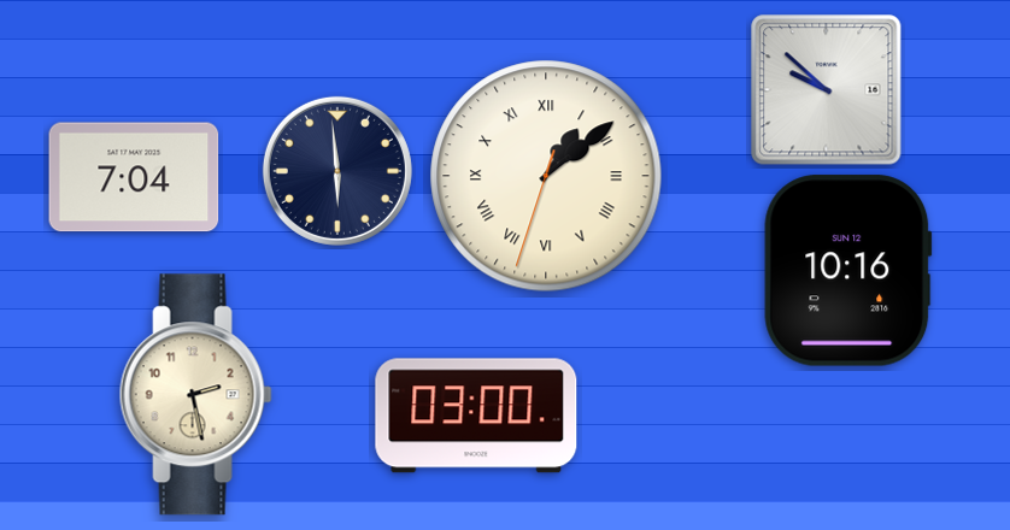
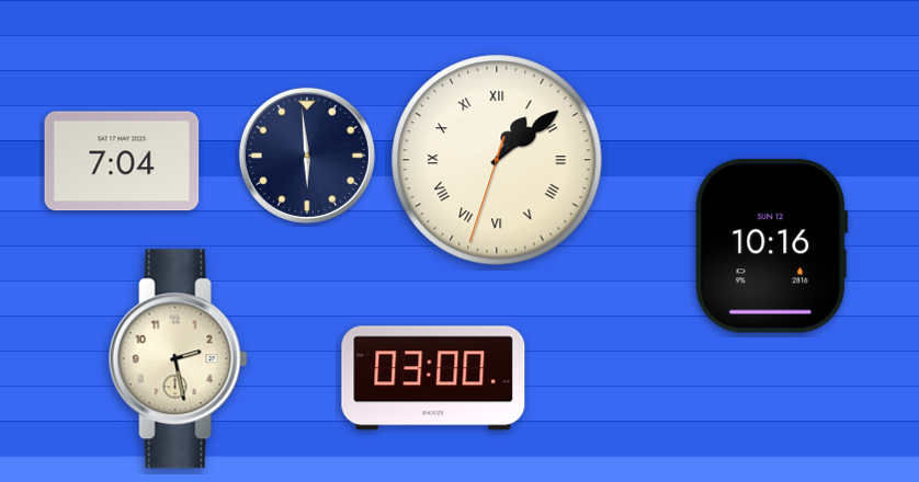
clock at (827, 90): 9:52 -> none
